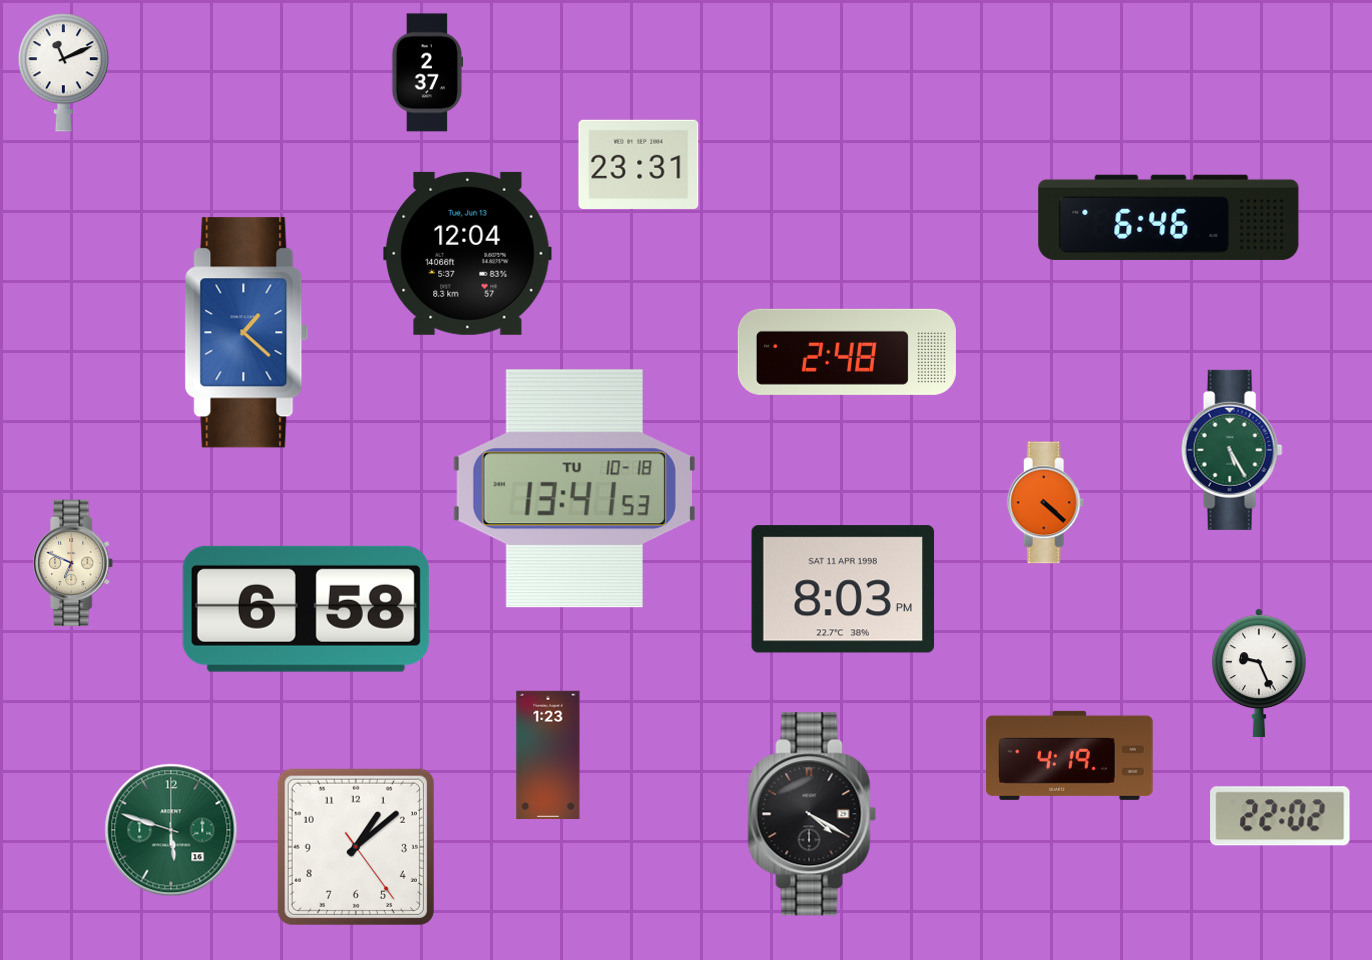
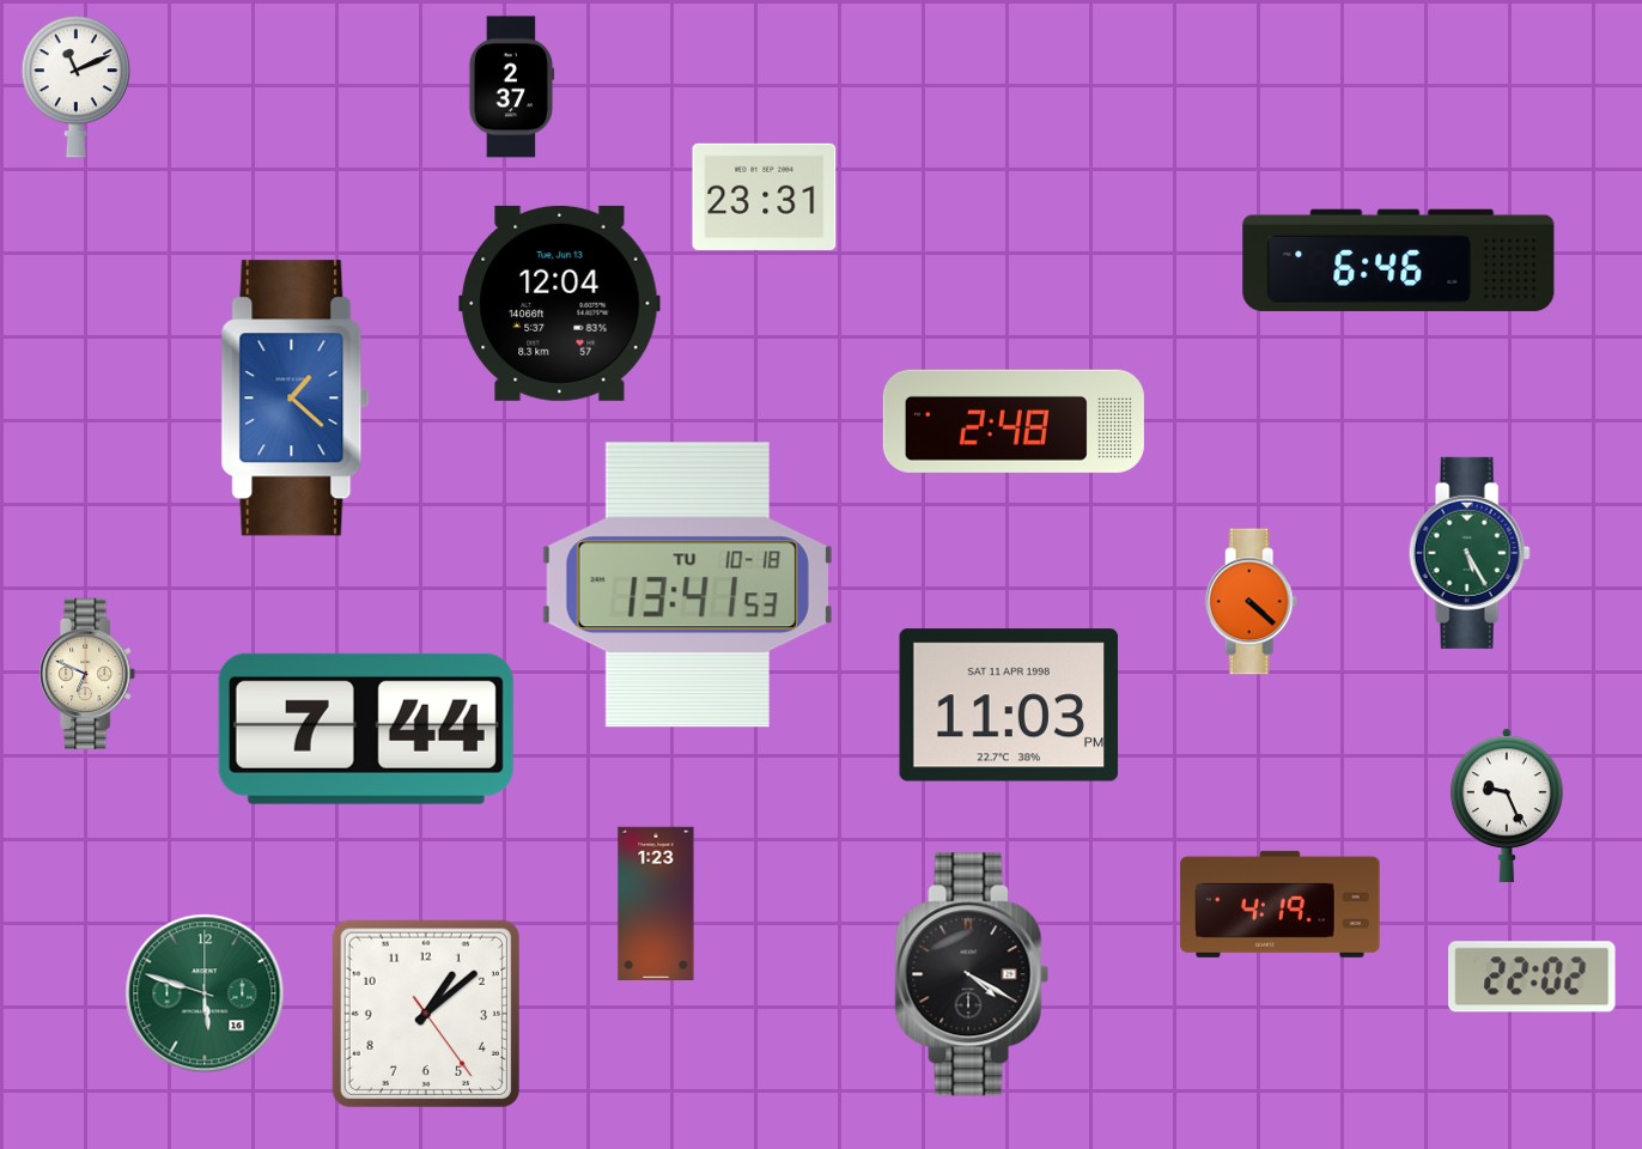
clock at (1232, 450) position: (1232, 450) -> (1470, 553)
clock at (843, 589): 8:03 -> 11:03
clock at (306, 609): 6:58 -> 7:44
